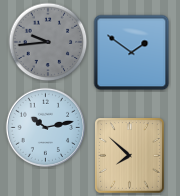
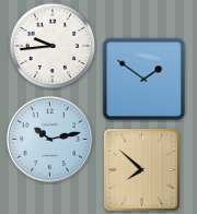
clock at (48, 42) dial: grey -> white
clock at (132, 53) position: (132, 53) -> (144, 80)
